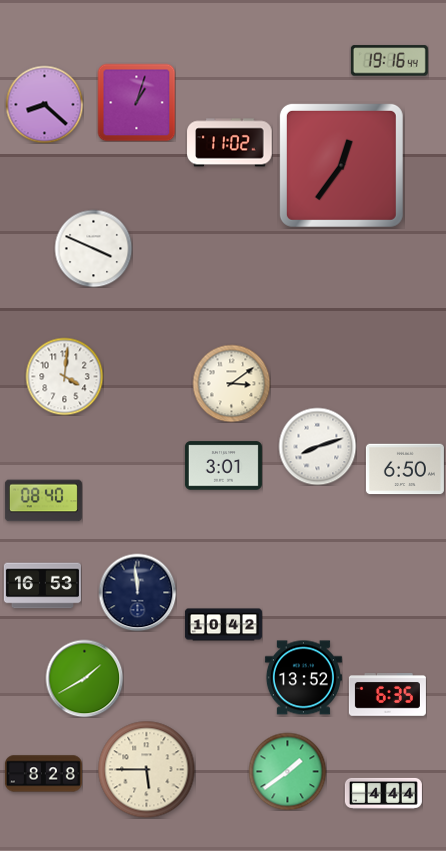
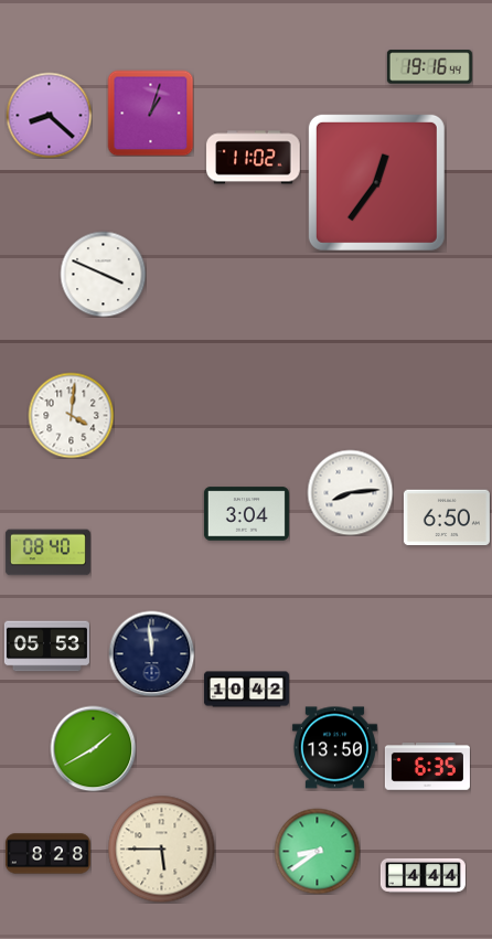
clock at (231, 383): 3:09 -> none
clock at (317, 446): 8:12 -> 8:14
clock at (223, 466): 3:01 -> 3:04
clock at (42, 586): 16:53 -> 05:53
clock at (303, 678): 13:52 -> 13:50
clock at (287, 771): 1:39 -> 8:39
